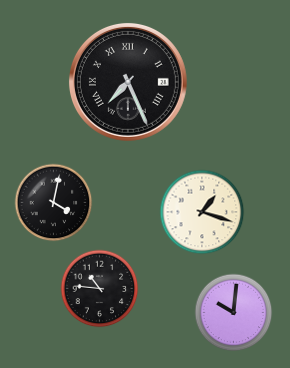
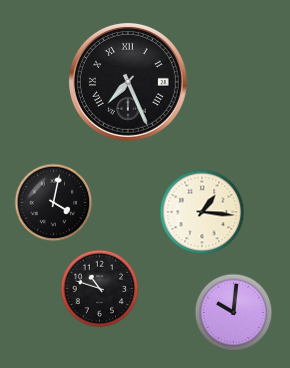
clock at (202, 212): 1:18 -> 1:16
clock at (99, 288): 10:46 -> 10:48
